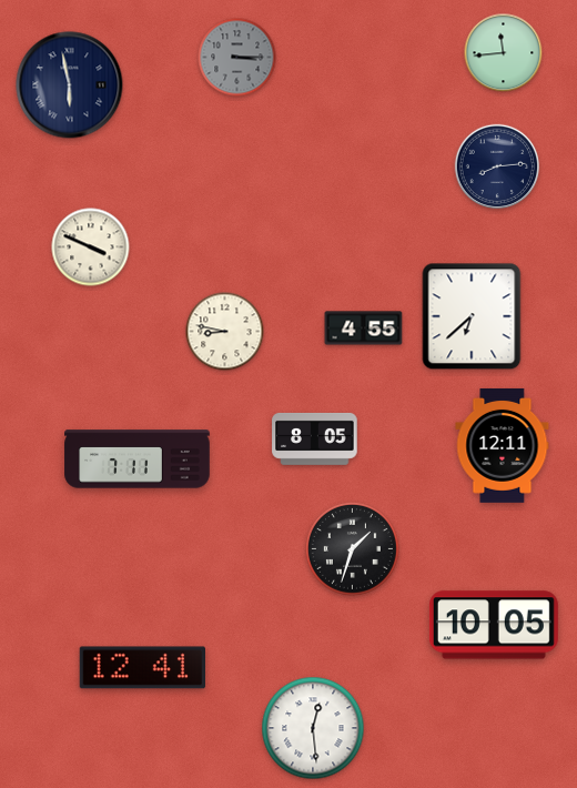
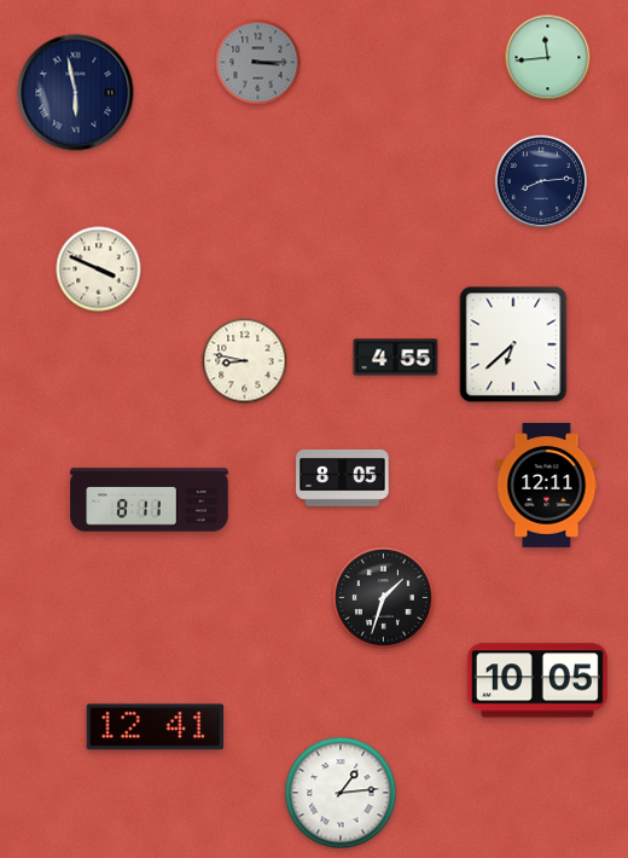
clock at (138, 459): 7:11 -> 8:11
clock at (313, 728): 12:29 -> 1:14
